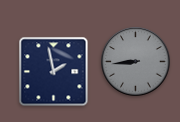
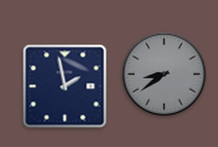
clock at (136, 62): 8:44 -> 8:39
